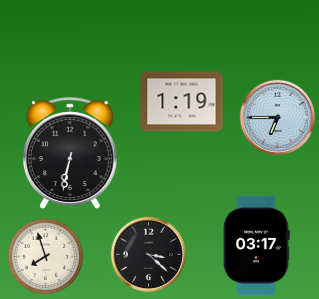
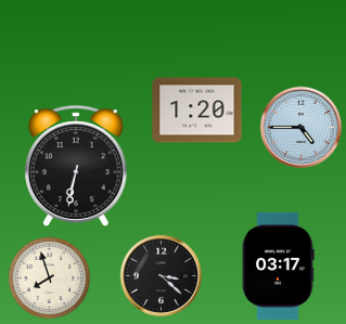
clock at (182, 102): 1:19 -> 1:20
clock at (277, 117): 6:45 -> 4:45
